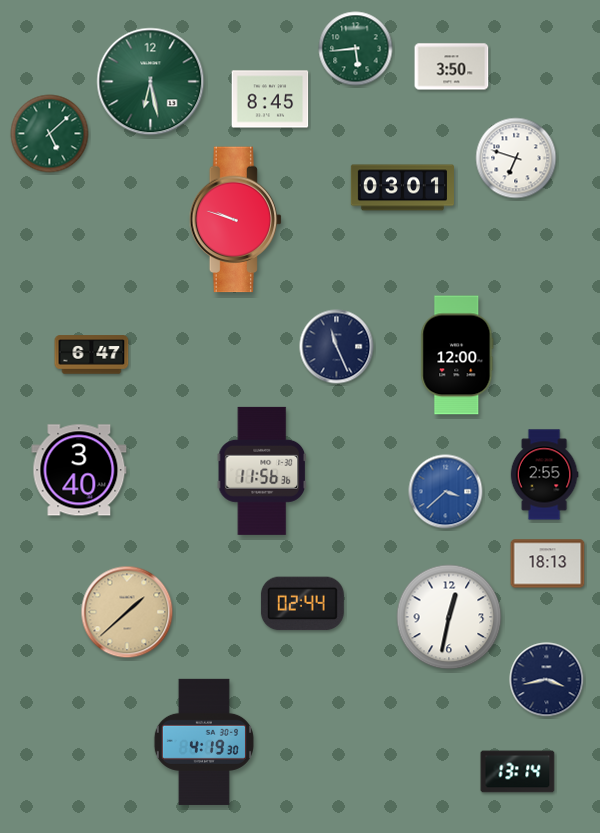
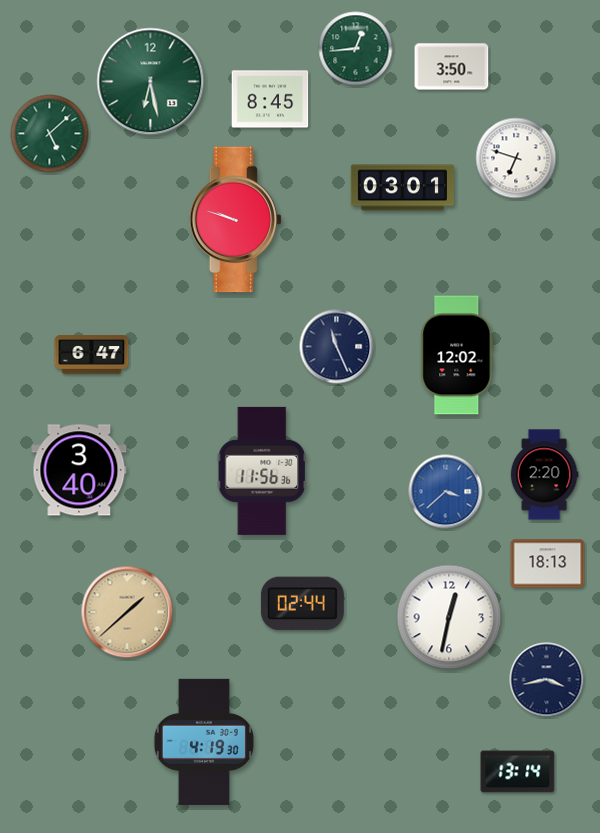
clock at (356, 49): 5:44 -> 12:44
clock at (457, 355): 12:00 -> 12:02
clock at (544, 475): 2:55 -> 2:20
